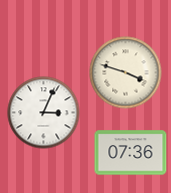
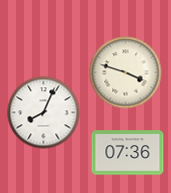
clock at (44, 113): 3:04 -> 8:04
clock at (131, 153) position: (131, 153) -> (128, 153)
